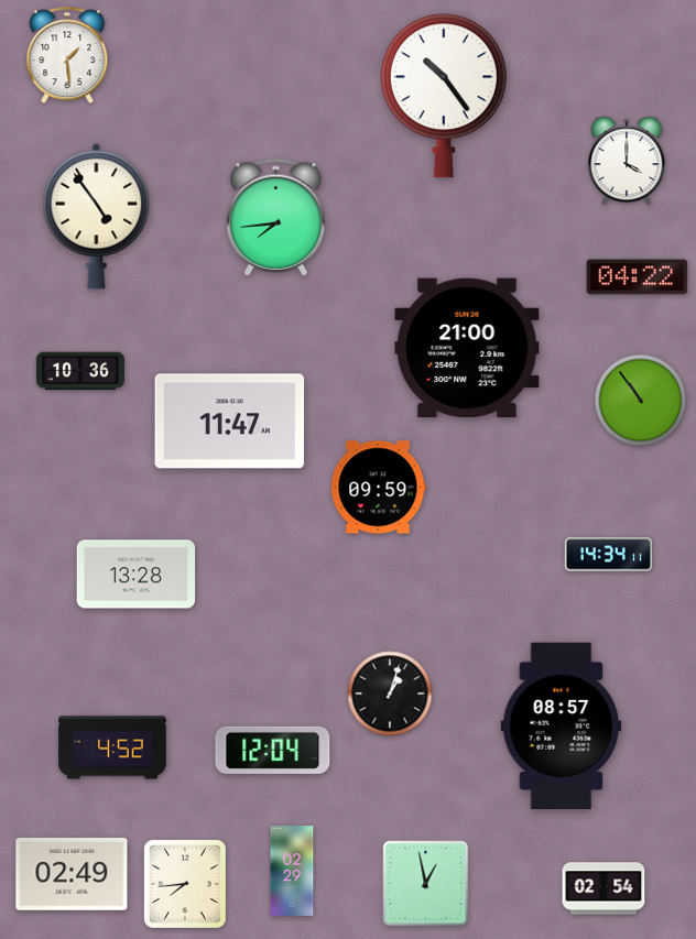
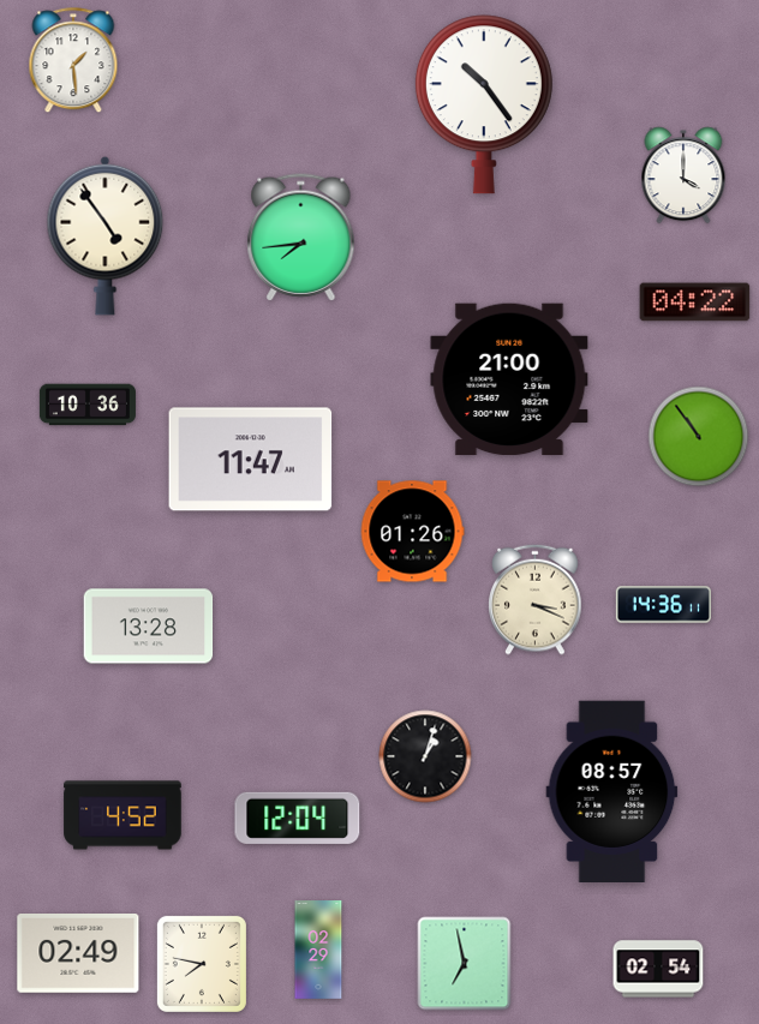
clock at (378, 488): 09:59 -> 01:26
clock at (536, 599): none -> 3:19
clock at (608, 555): 14:34 -> 14:36
clock at (185, 884): 7:44 -> 7:47
clock at (426, 884): 12:58 -> 6:58
